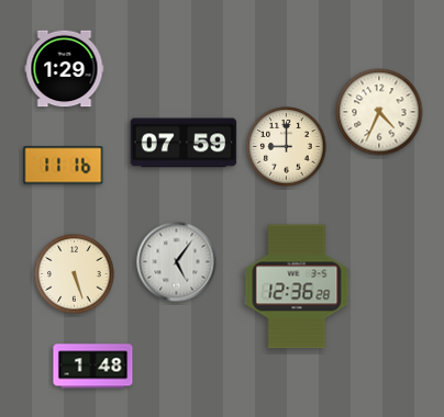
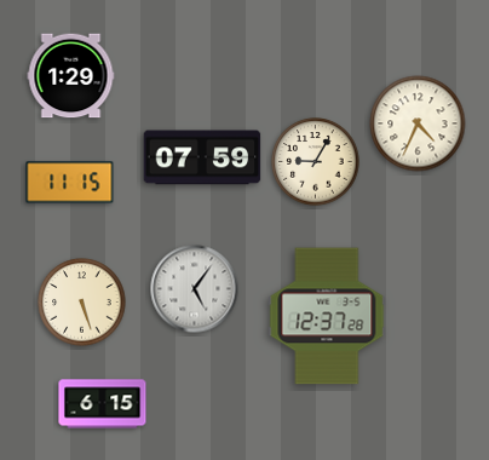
clock at (287, 147): 9:00 -> 9:05
clock at (64, 166): 11:16 -> 11:15
clock at (297, 286): 12:36 -> 12:37
clock at (93, 367): 1:48 -> 6:15
